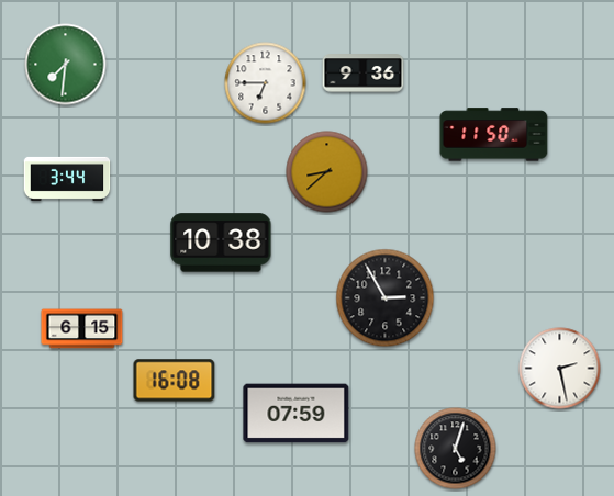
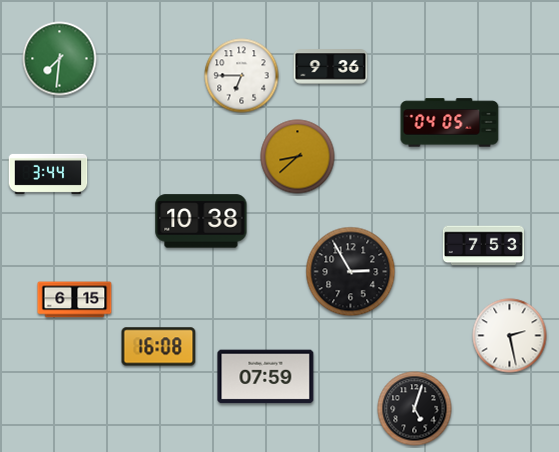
clock at (494, 135): 11:50 -> 04:05
clock at (67, 179) position: (67, 179) -> (48, 174)
clock at (483, 246): none -> 7:53
clock at (297, 414) position: (297, 414) -> (266, 377)
